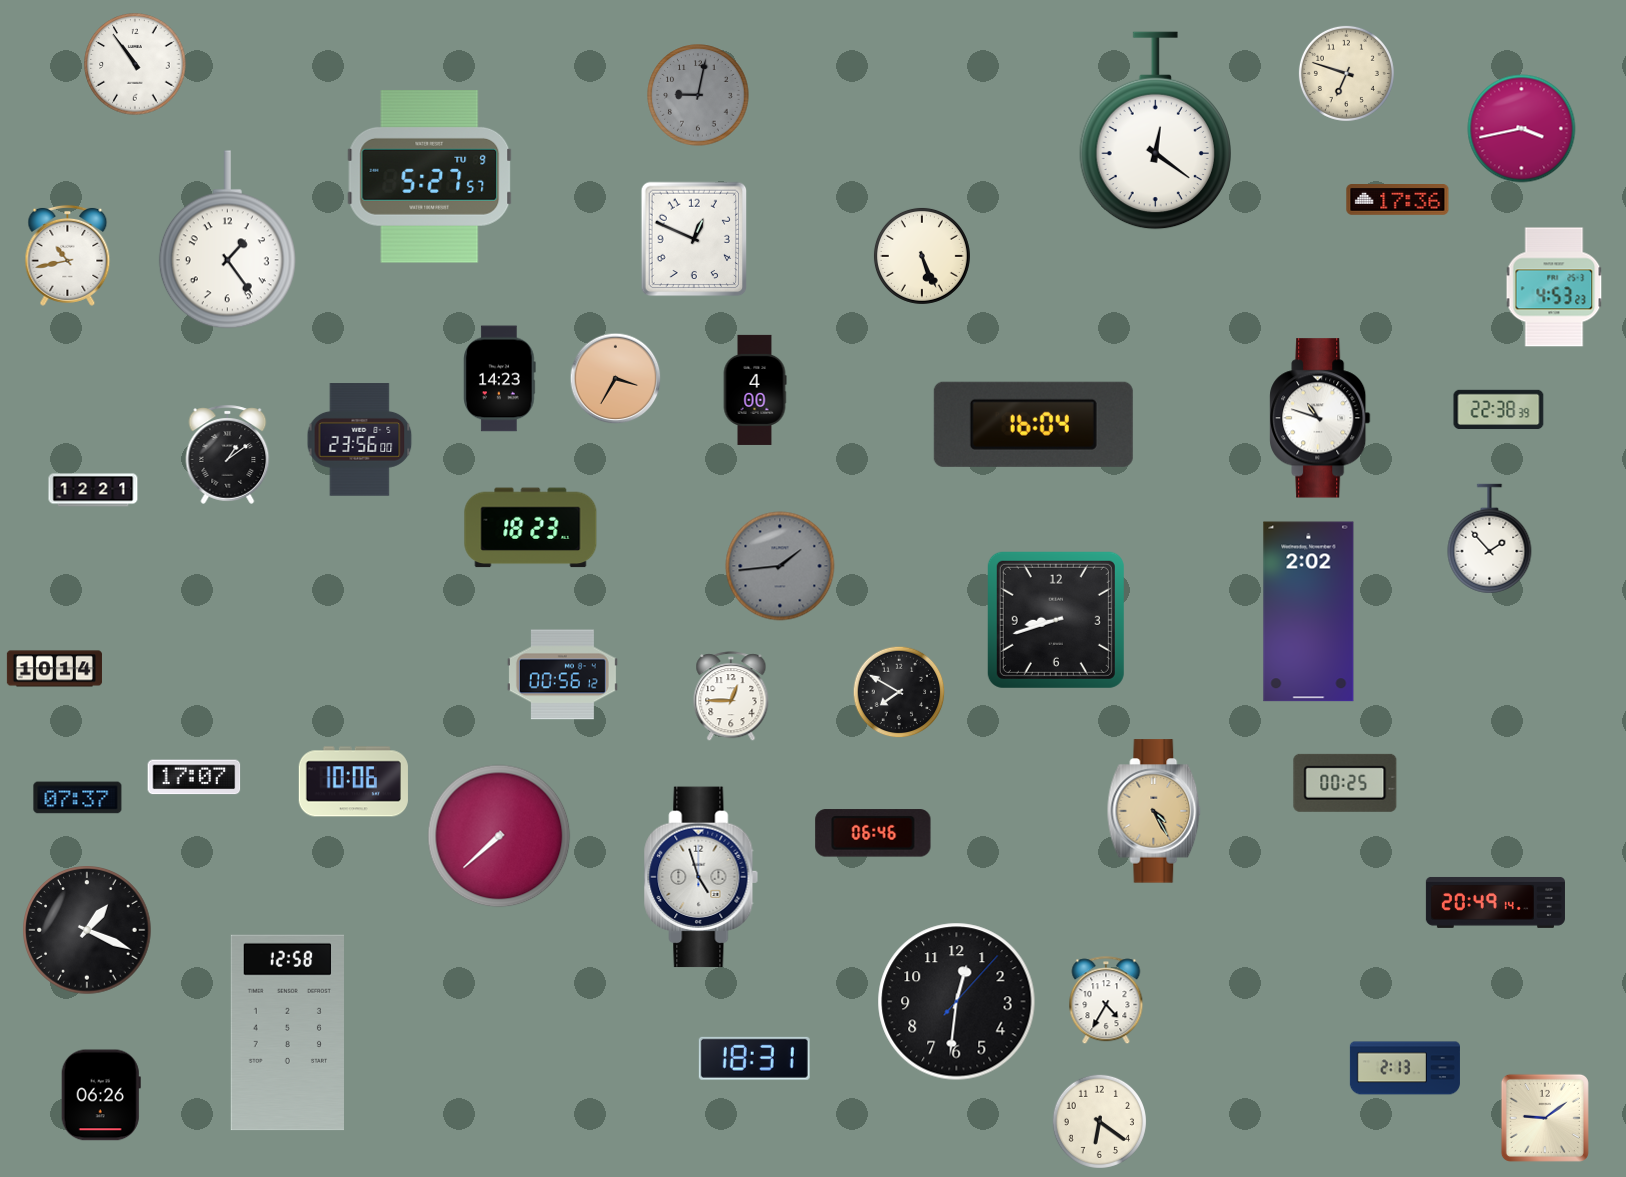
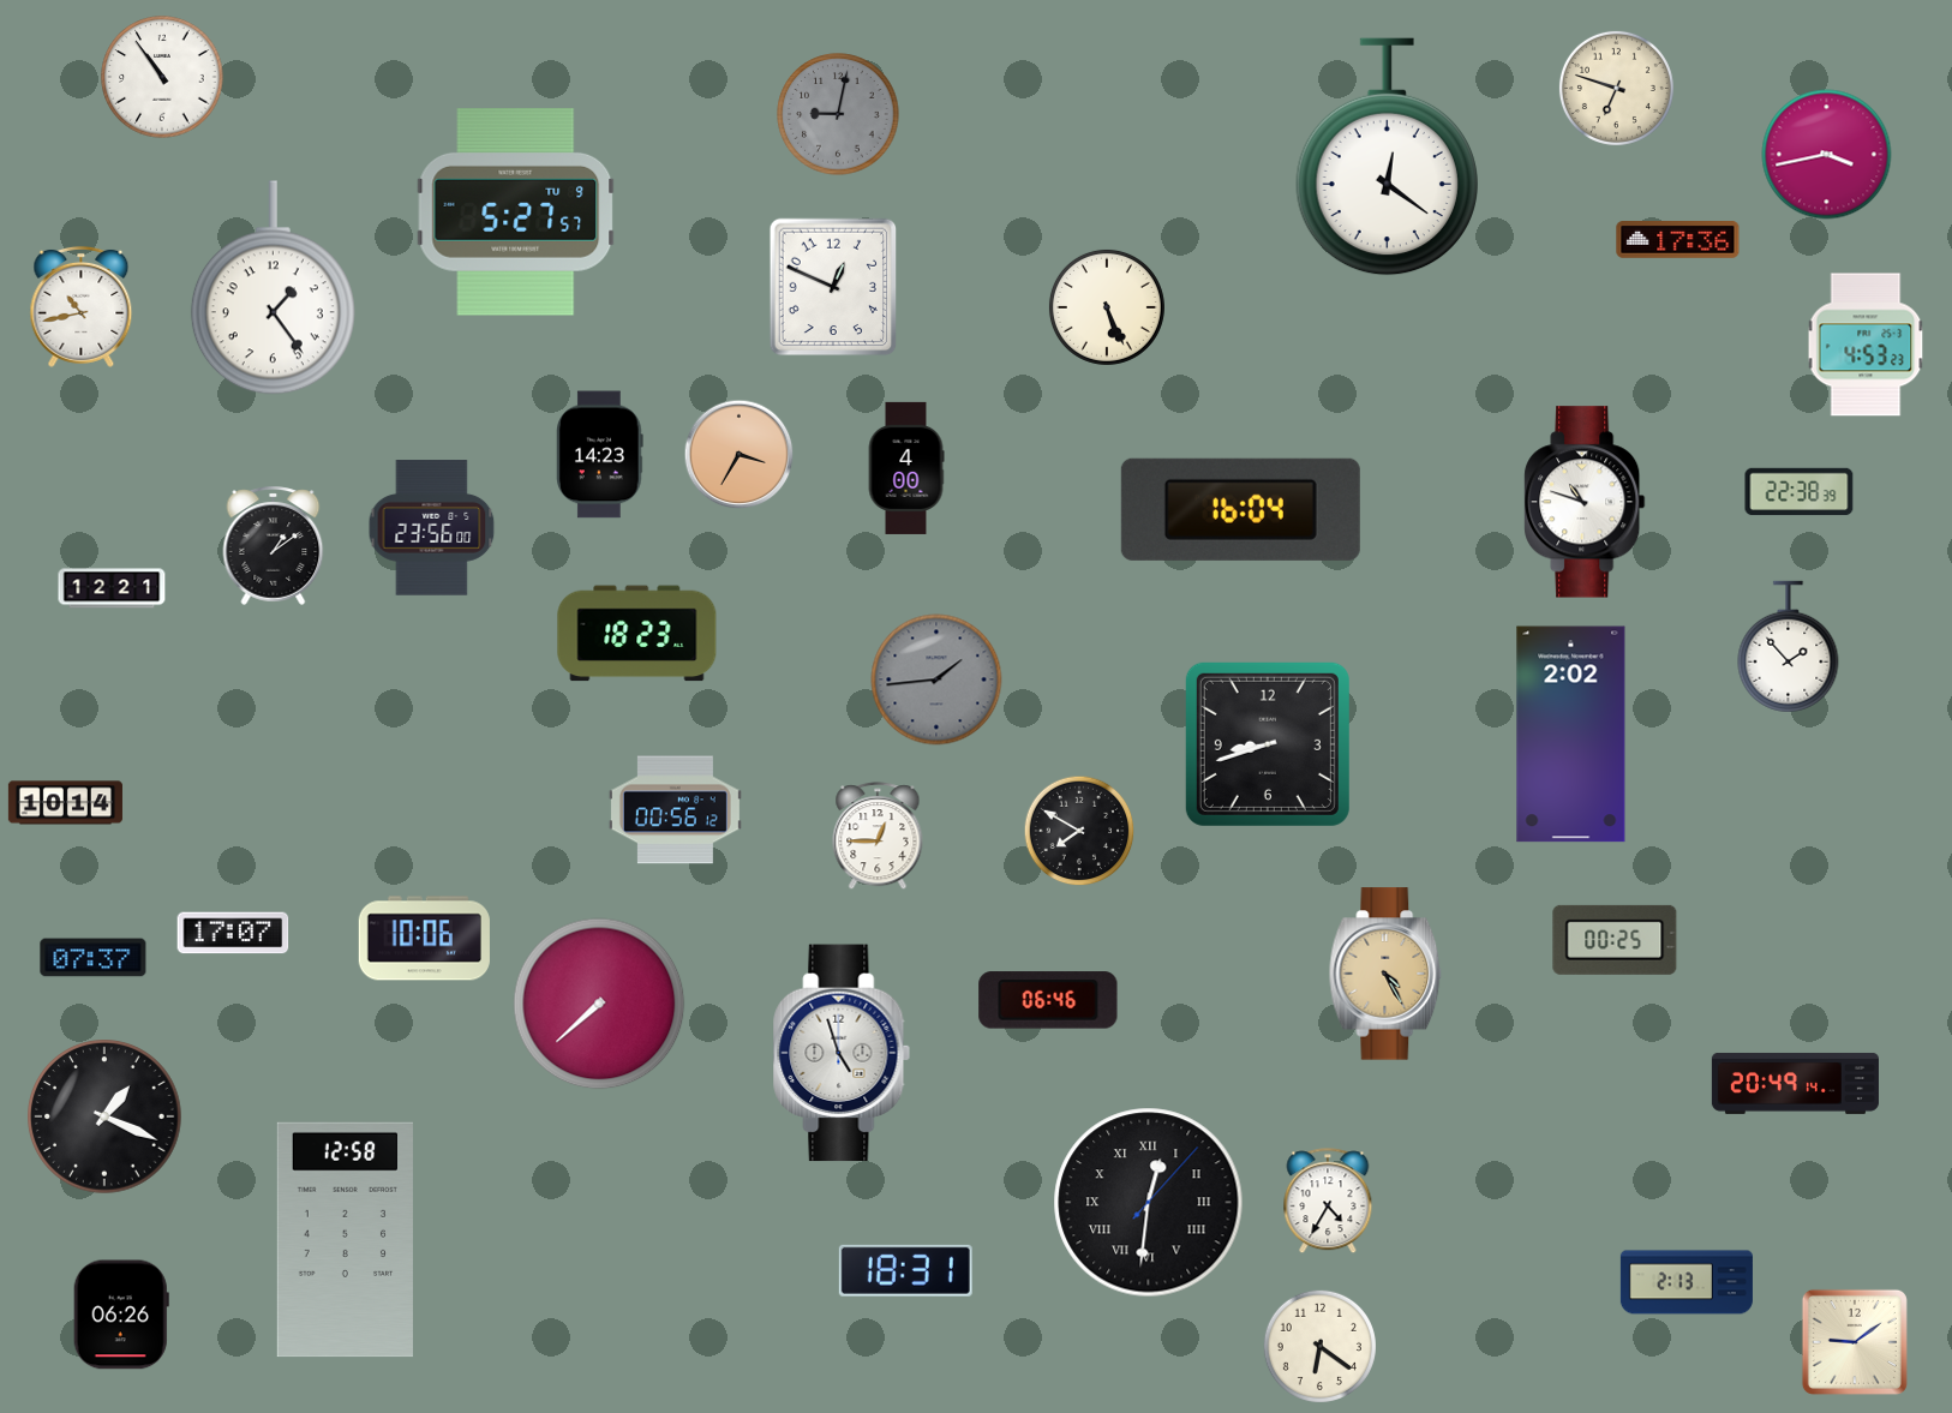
clock at (957, 1002) numerals: Arabic -> Roman
